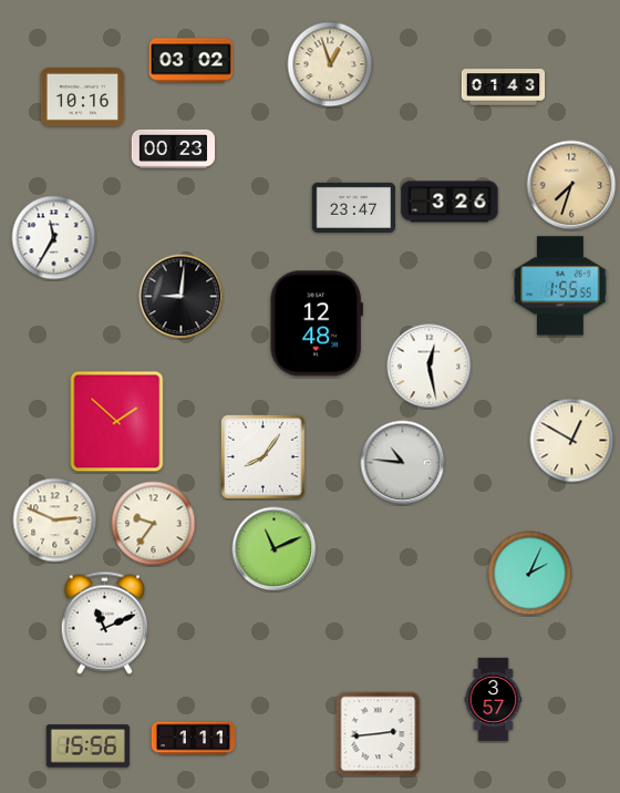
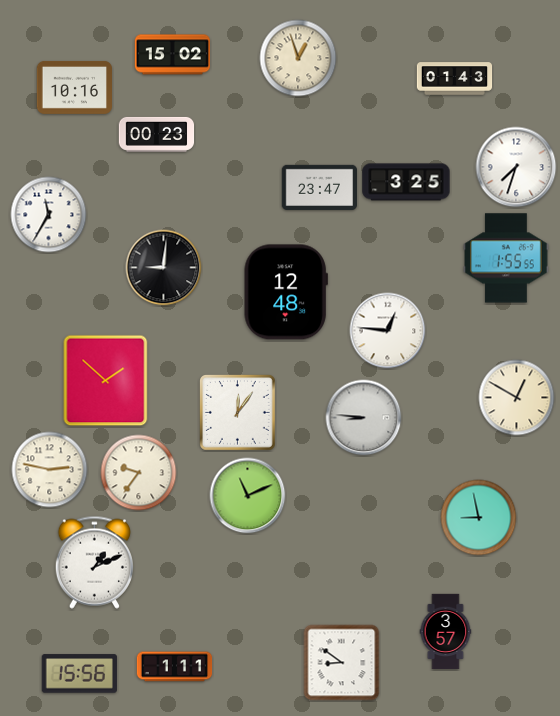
clock at (190, 61): 03:02 -> 15:02
clock at (571, 185) dial: champagne -> white
clock at (449, 202): 3:26 -> 3:25
clock at (430, 367): 12:28 -> 12:46
clock at (263, 457): 8:06 -> 12:06
clock at (403, 463): 10:46 -> 8:46
clock at (55, 521): 2:49 -> 2:47
clock at (530, 574): 2:04 -> 8:58
clock at (104, 622): 11:11 -> 1:11
clock at (379, 734): 2:44 -> 8:51
